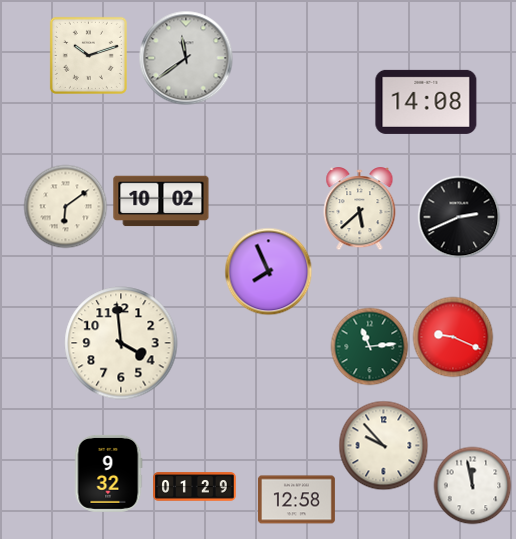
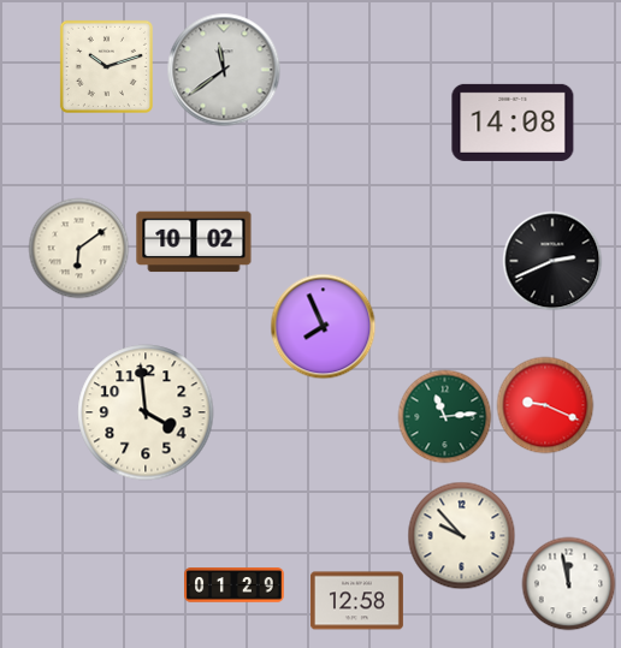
clock at (360, 209): 5:38 -> none
clock at (109, 473): 9:32 -> none
